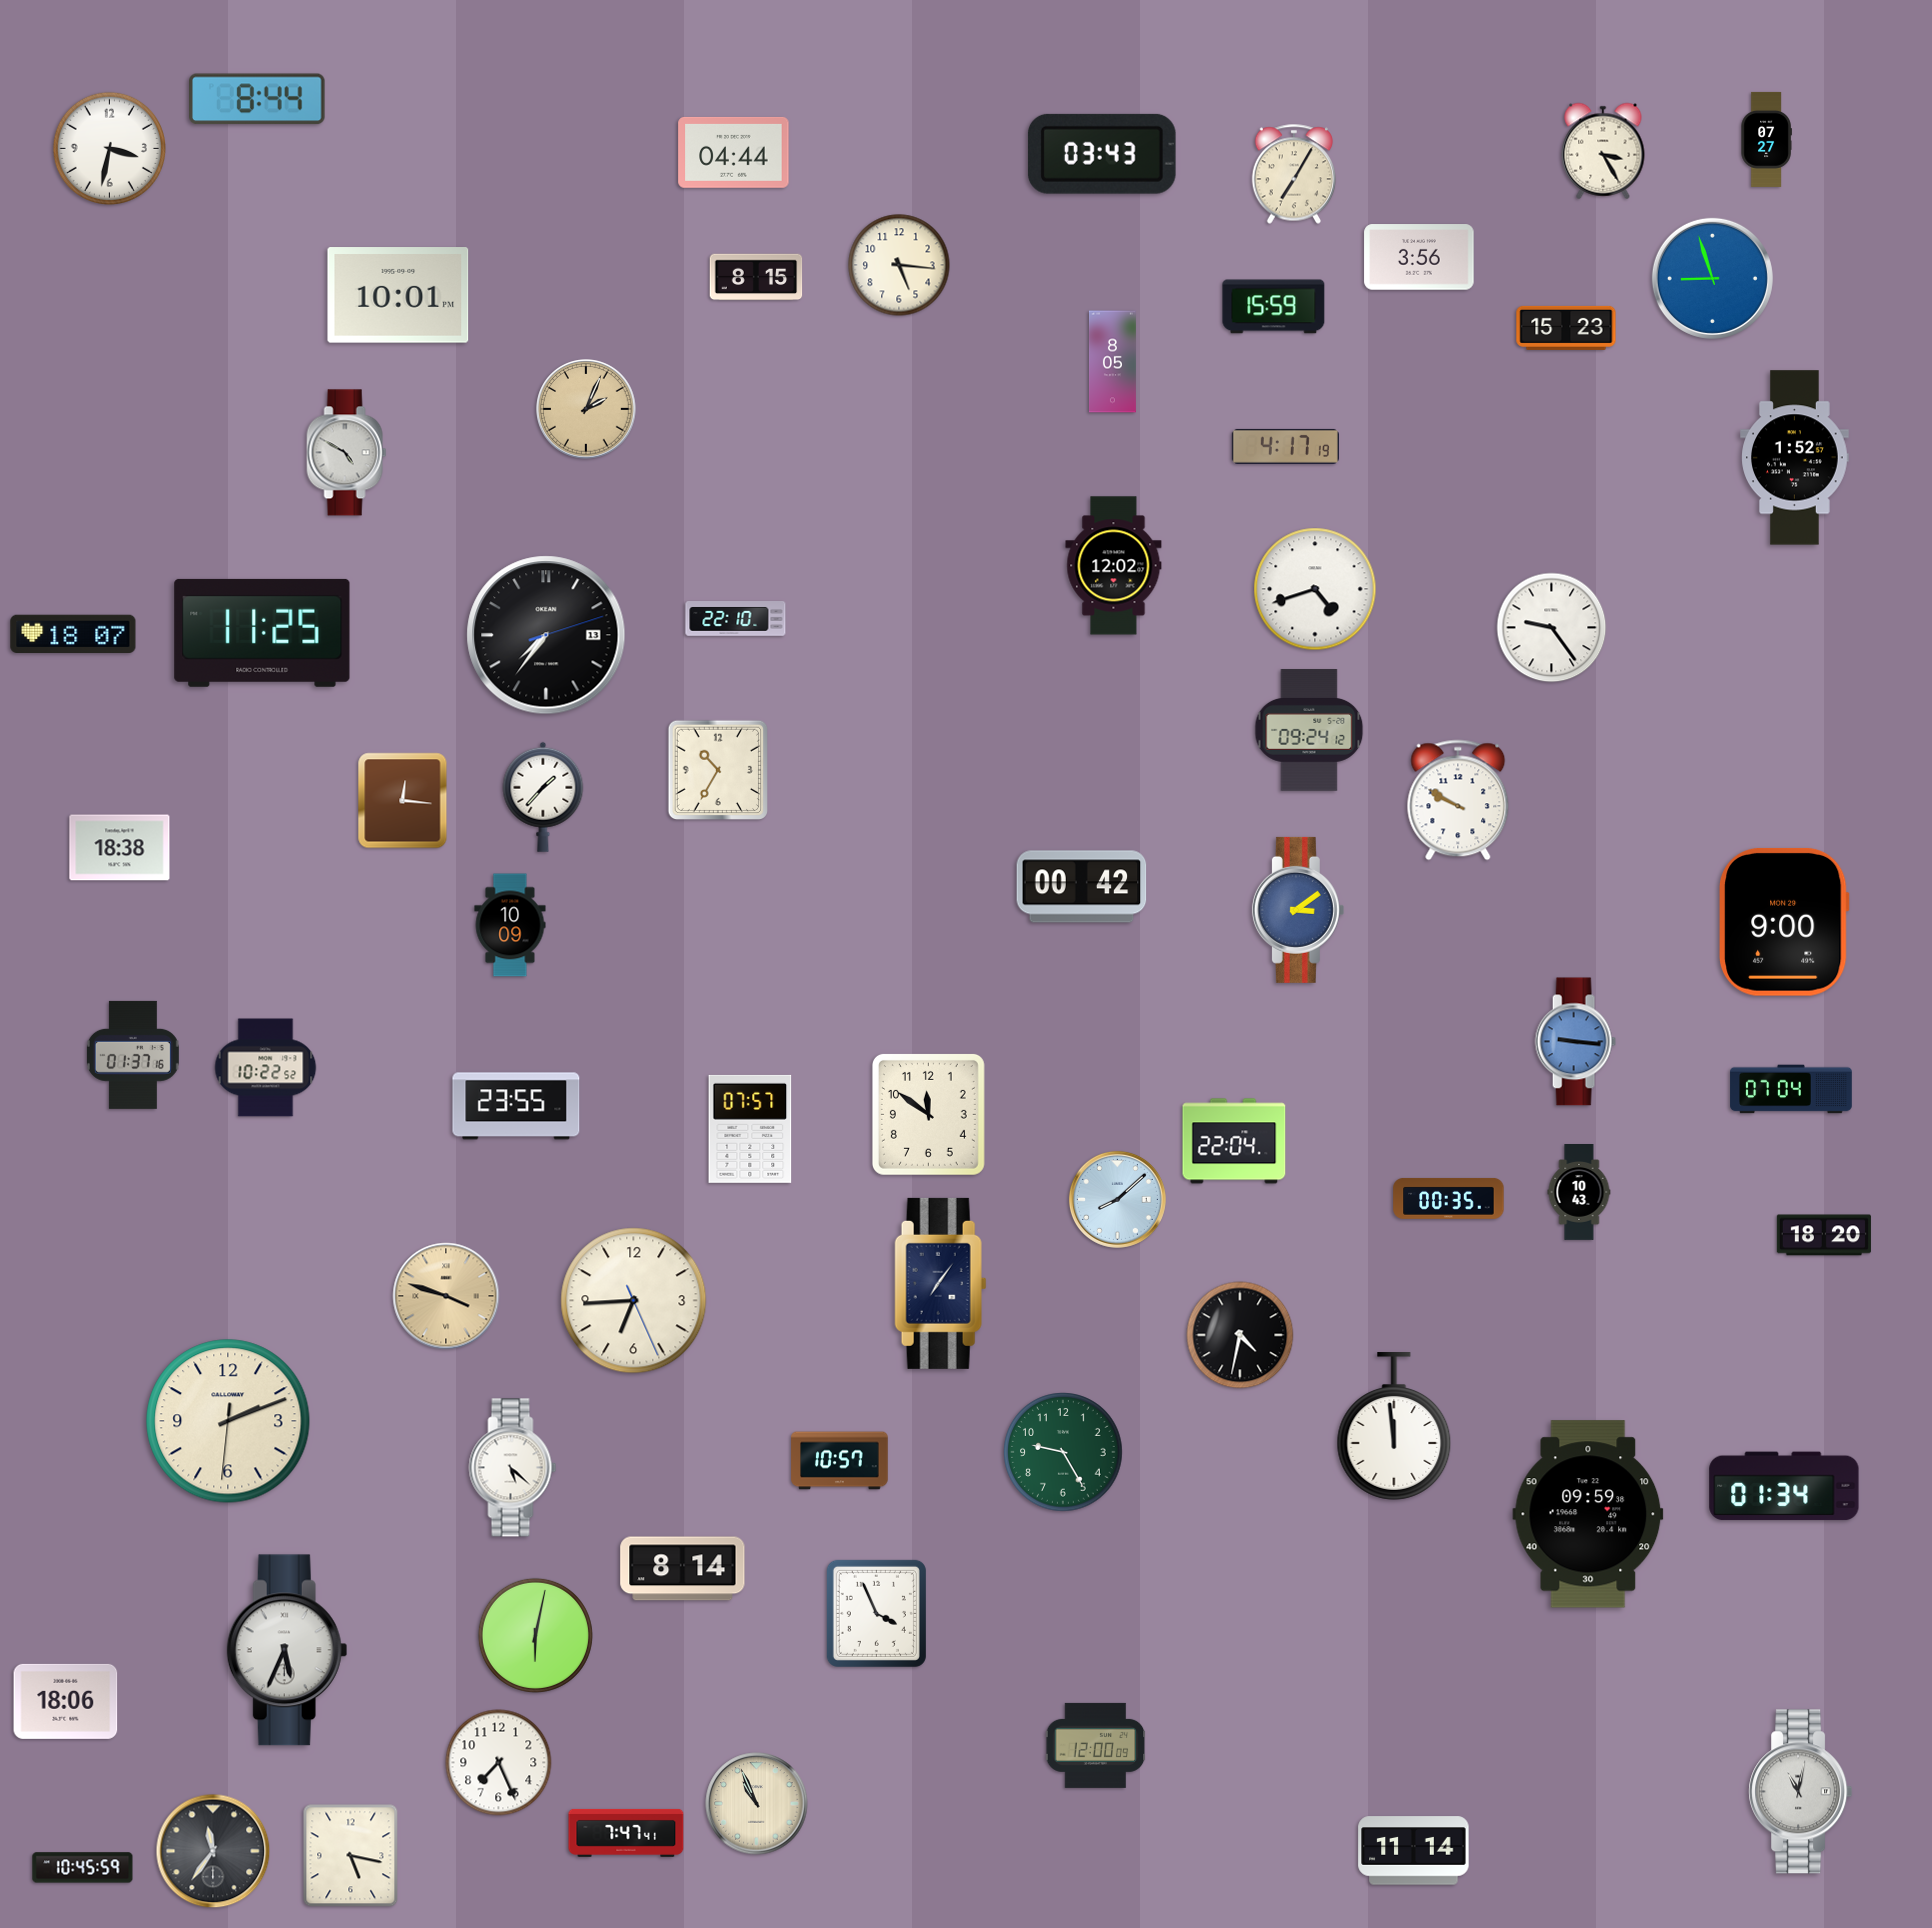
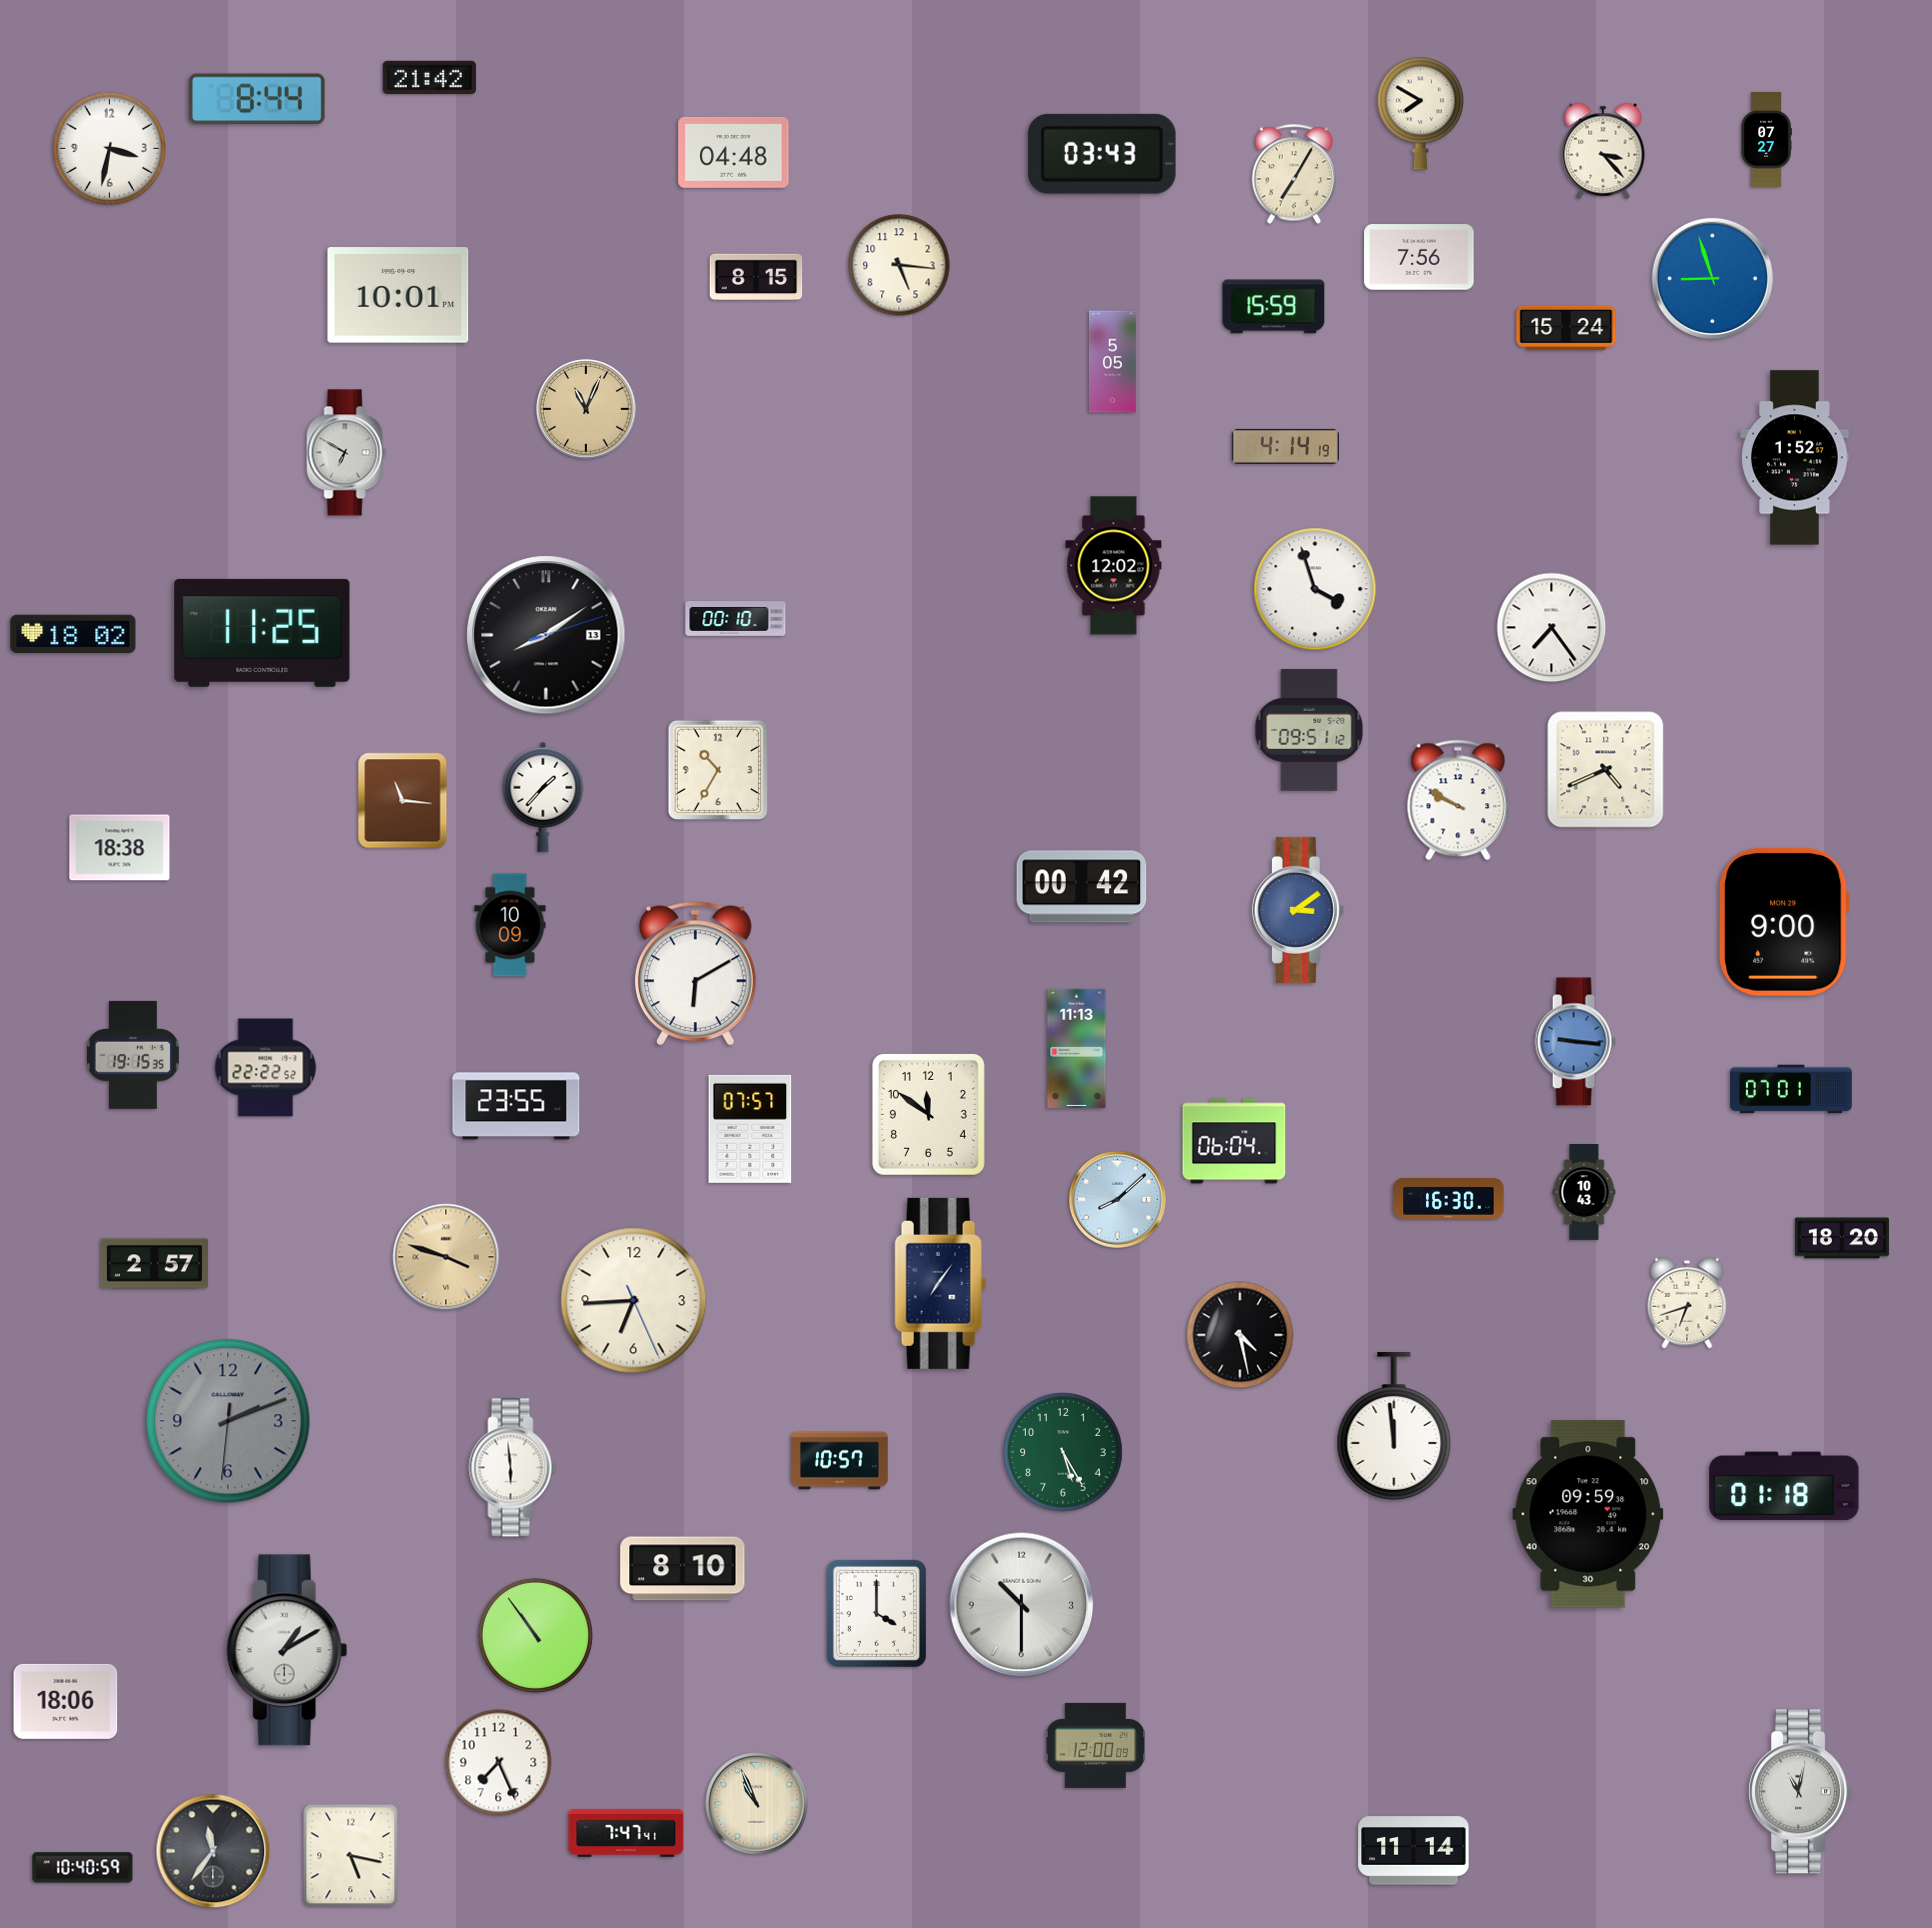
clock at (430, 77): none -> 21:42
clock at (1420, 113): none -> 7:50
clock at (1603, 151): 3:25 -> 3:23
clock at (734, 152): 04:44 -> 04:48
clock at (1419, 257): 3:56 -> 7:56
clock at (1566, 328): 15:23 -> 15:24
clock at (1113, 362): 8:05 -> 5:05
clock at (586, 409): 2:04 -> 11:04
clock at (1285, 446): 4:17 -> 4:14
clock at (347, 453): 4:50 -> 6:50
clock at (1315, 589): 4:42 -> 3:57
clock at (736, 619): 22:10 -> 00:10
clock at (1552, 628): 9:24 -> 7:24
clock at (73, 634): 18:07 -> 18:02
clock at (546, 635): 7:36 -> 8:09
clock at (1309, 730): 09:24 -> 09:51
clock at (1606, 770): none -> 4:41
clock at (403, 801): 12:16 -> 11:16
clock at (695, 974): none -> 6:10
clock at (1077, 1048): none -> 11:13
clock at (133, 1055): 01:37 -> 19:15
clock at (266, 1068): 10:22 -> 22:22
clock at (1791, 1089): 07:04 -> 07:01
clock at (1234, 1141): 22:04 -> 06:04
clock at (1579, 1192) position: (1579, 1192) -> (1584, 1192)
clock at (1449, 1198): 00:35 -> 16:30
clock at (1824, 1235) position: (1824, 1235) -> (1842, 1238)
clock at (154, 1264): none -> 2:57
clock at (446, 1296) position: (446, 1296) -> (446, 1257)
clock at (1687, 1303): none -> 6:42
clock at (1240, 1335): 4:32 -> 4:28
clock at (228, 1421) dial: cream -> grey
clock at (1063, 1452): 9:25 -> 5:25
clock at (513, 1468): 5:22 -> 5:59
clock at (1784, 1486): 01:34 -> 01:18
clock at (683, 1569): 8:14 -> 8:10
clock at (1022, 1605): none -> 10:30
clock at (876, 1613): 3:56 -> 4:00
clock at (535, 1635): 6:02 -> 10:54
clock at (287, 1650): 5:34 -> 1:10
clock at (83, 1868): 10:45 -> 10:40
